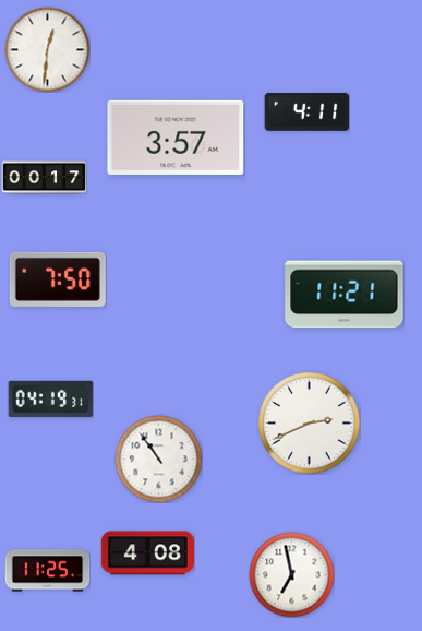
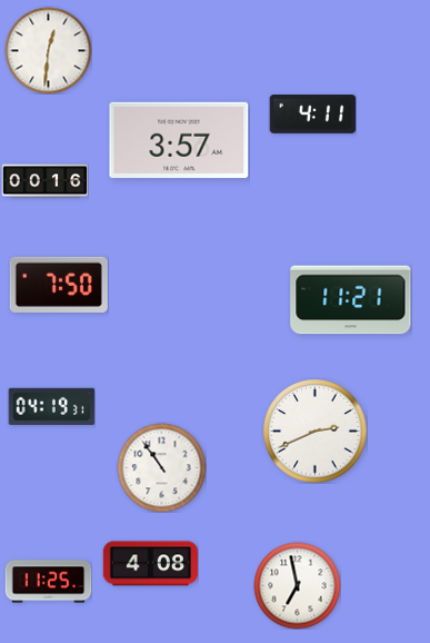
clock at (44, 178): 00:17 -> 00:16
